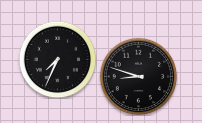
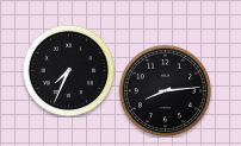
clock at (138, 76): 8:48 -> 8:14
